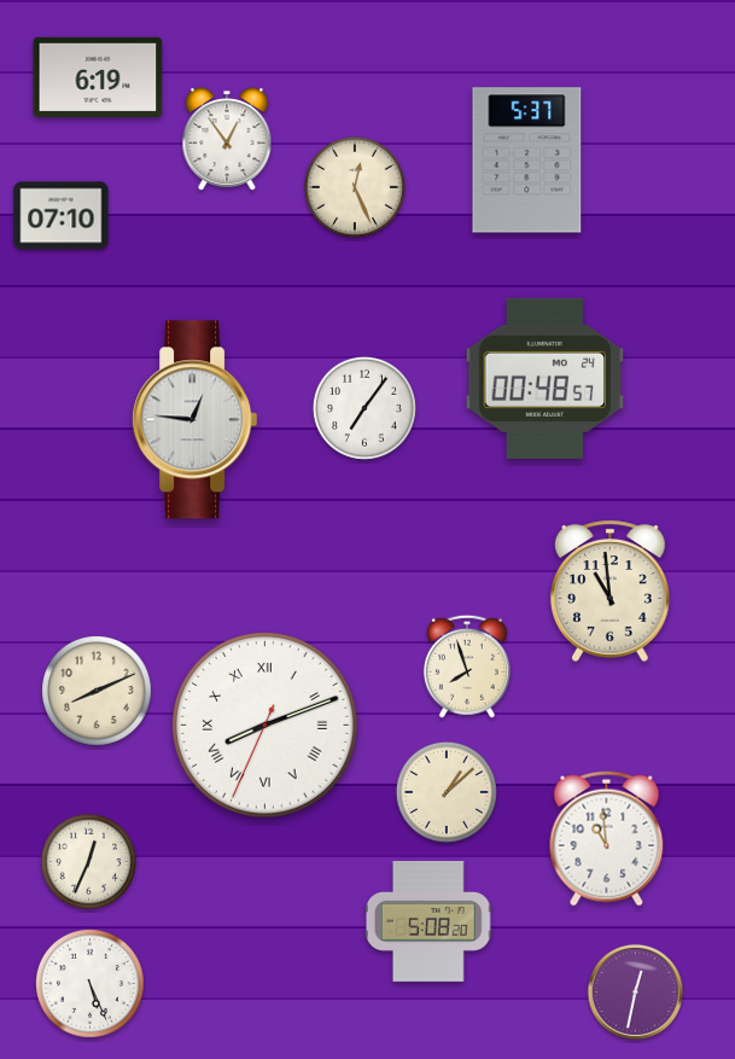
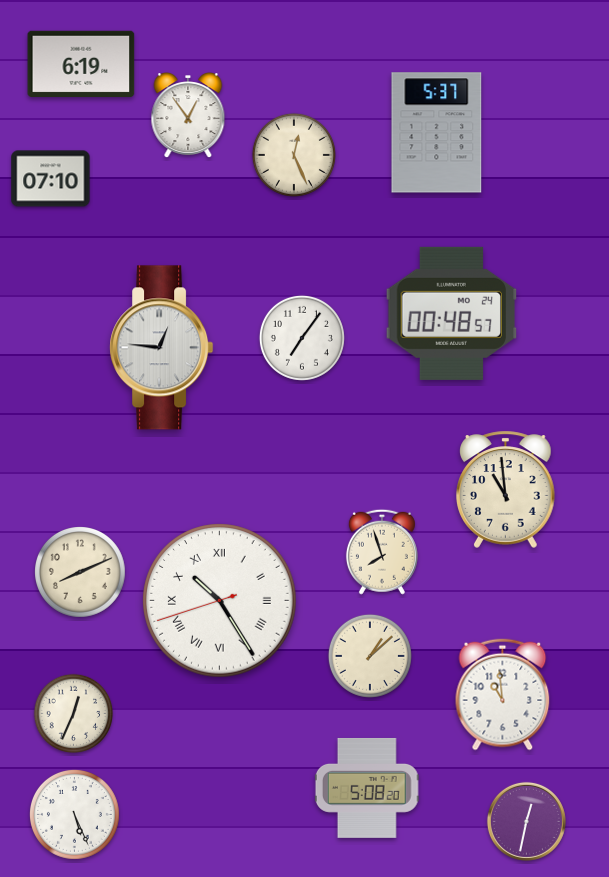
clock at (467, 667) position: (467, 667) -> (382, 552)
clock at (266, 726): 8:11 -> 10:24
clock at (428, 921) position: (428, 921) -> (367, 788)
